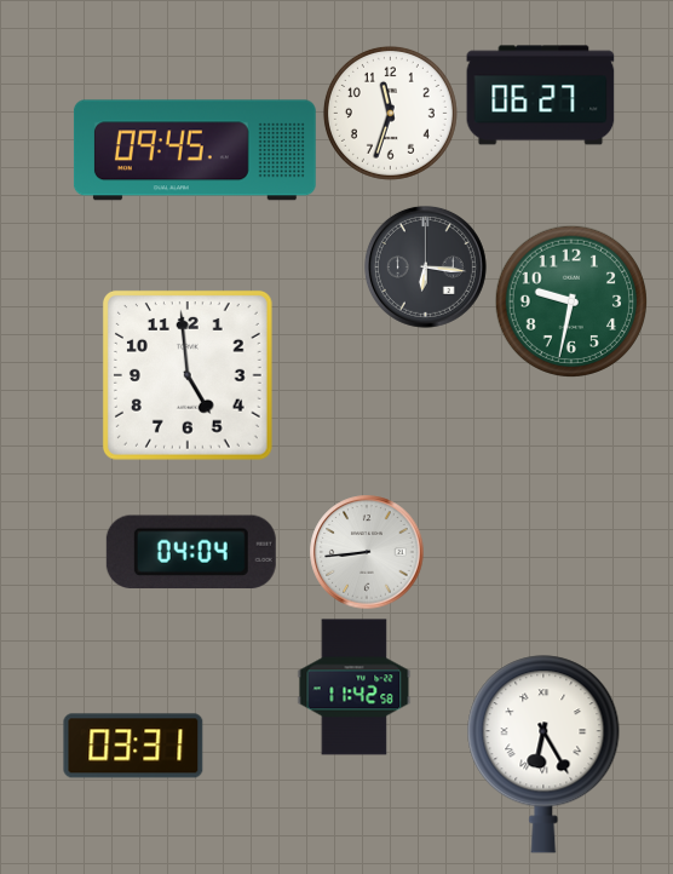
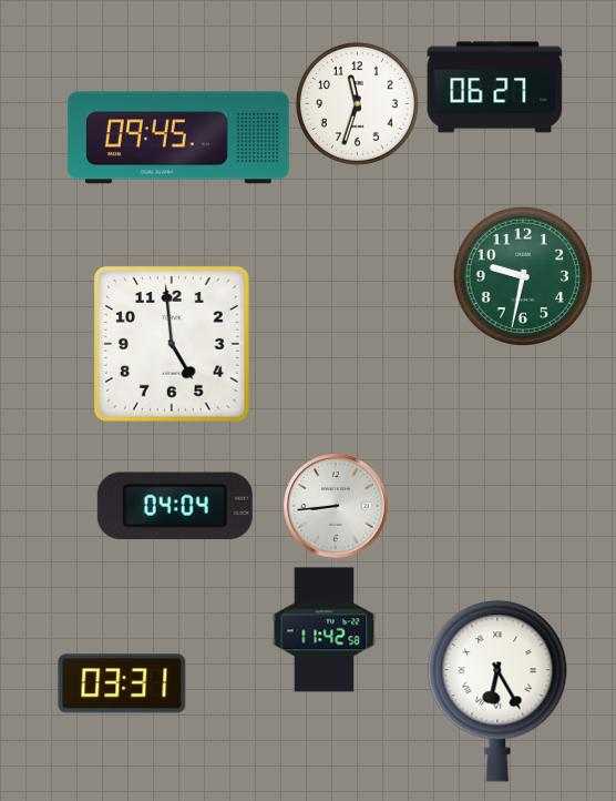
clock at (425, 266): 6:16 -> none
